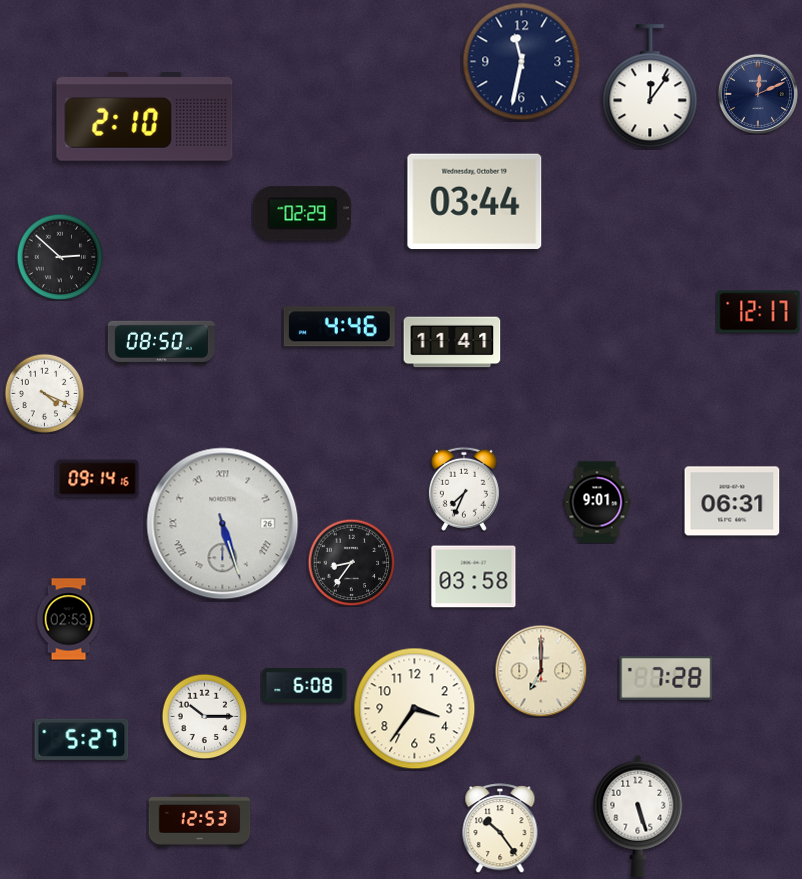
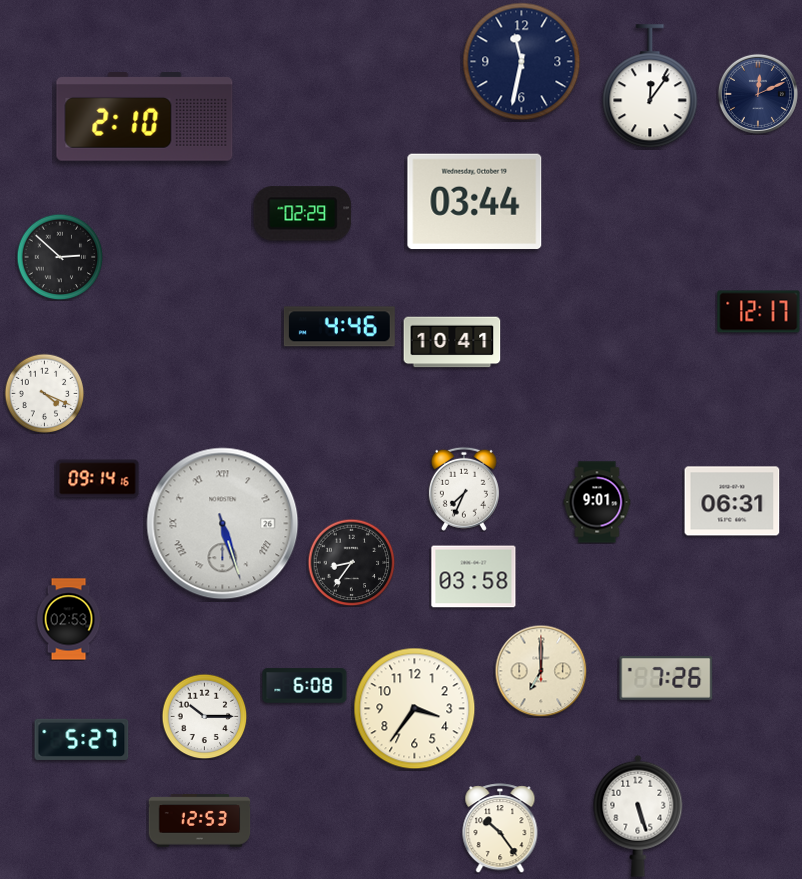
clock at (161, 342): 08:50 -> none
clock at (452, 342): 11:41 -> 10:41
clock at (666, 678): 7:28 -> 7:26
